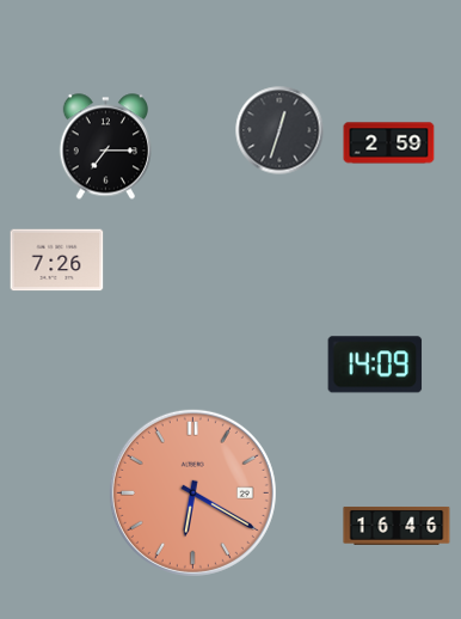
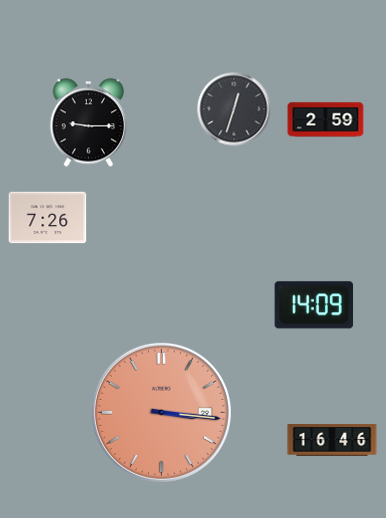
clock at (105, 147): 7:15 -> 9:15
clock at (192, 492): 6:20 -> 3:16
